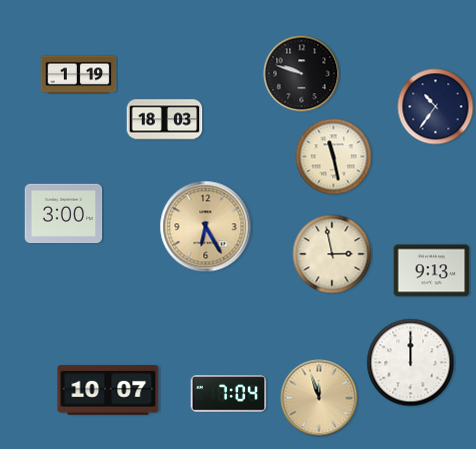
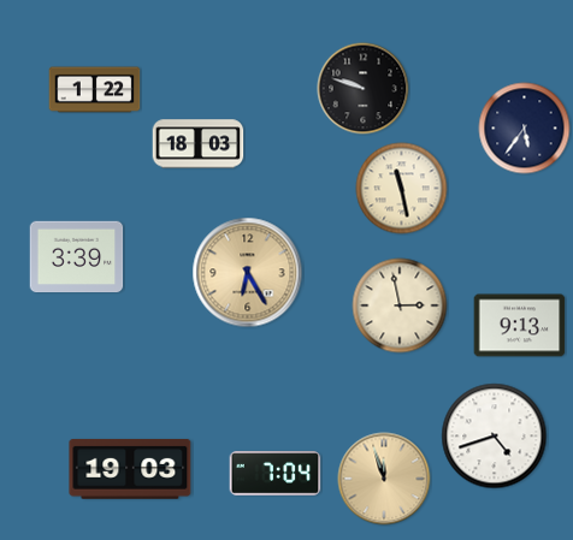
clock at (79, 75): 1:19 -> 1:22
clock at (436, 107): 10:36 -> 5:36
clock at (64, 214): 3:00 -> 3:39
clock at (411, 363): 12:00 -> 4:42
clock at (108, 390): 10:07 -> 19:03
